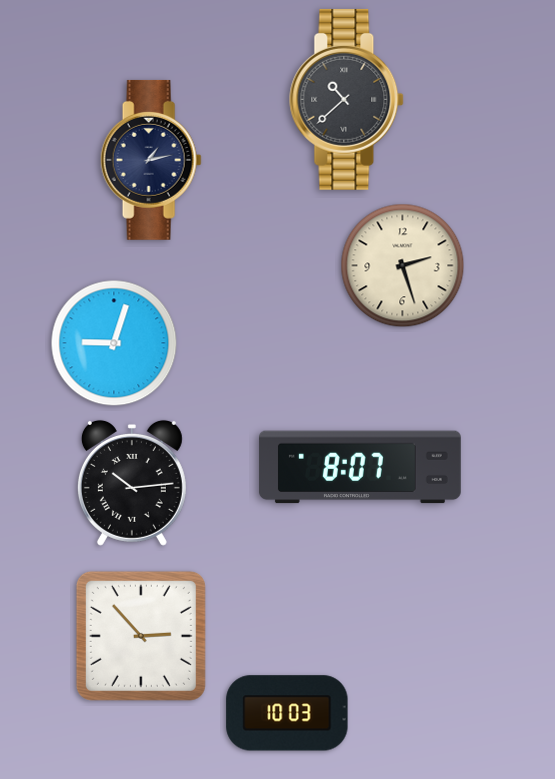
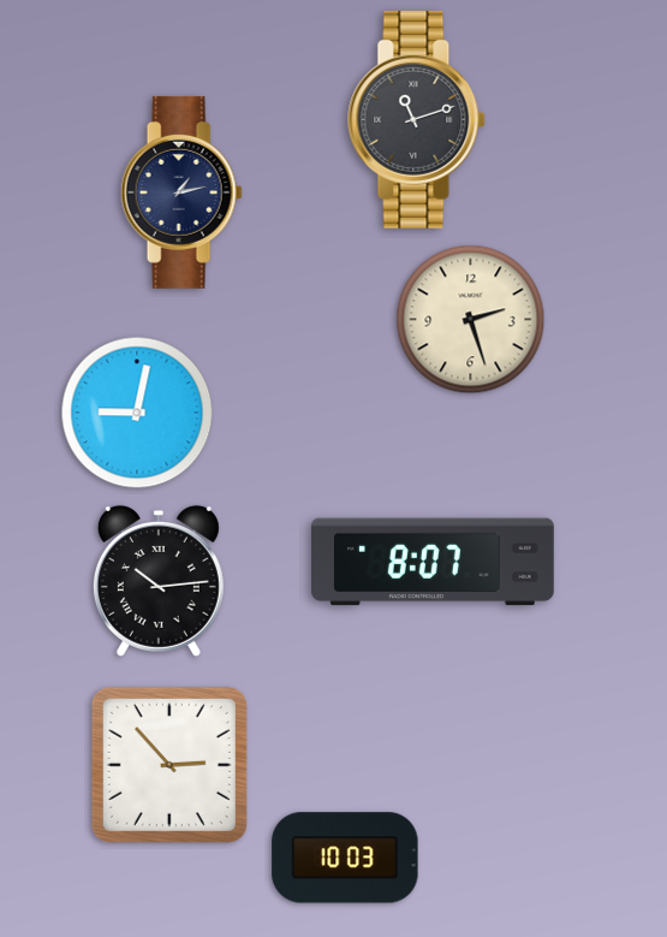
clock at (347, 99): 10:38 -> 11:12
clock at (403, 266) position: (403, 266) -> (471, 320)
clock at (114, 343): 9:03 -> 9:02
